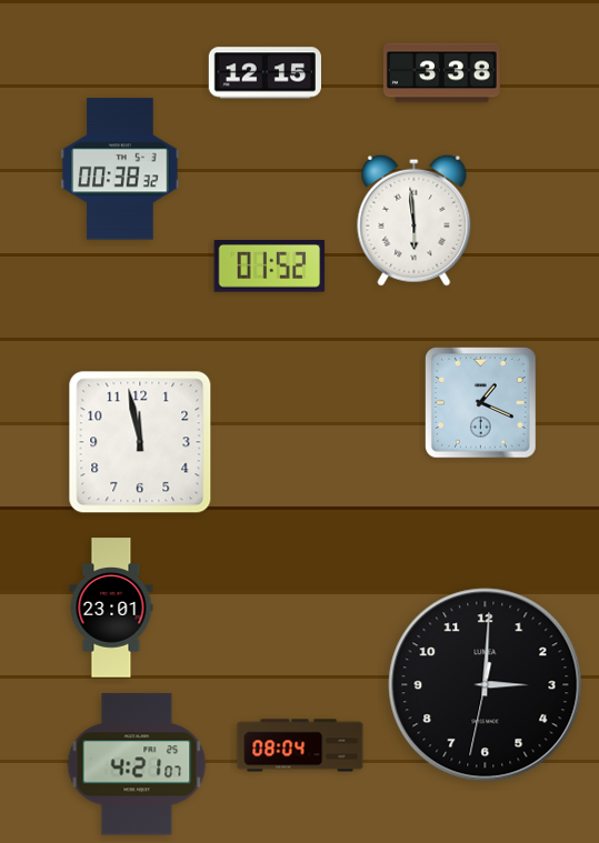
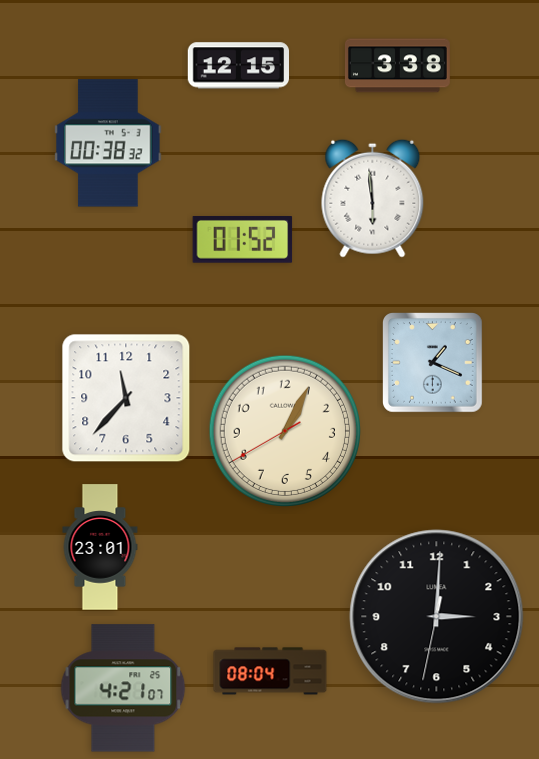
clock at (120, 169) position: (120, 169) -> (108, 143)
clock at (140, 442): 11:58 -> 11:37
clock at (284, 430): none -> 1:04
